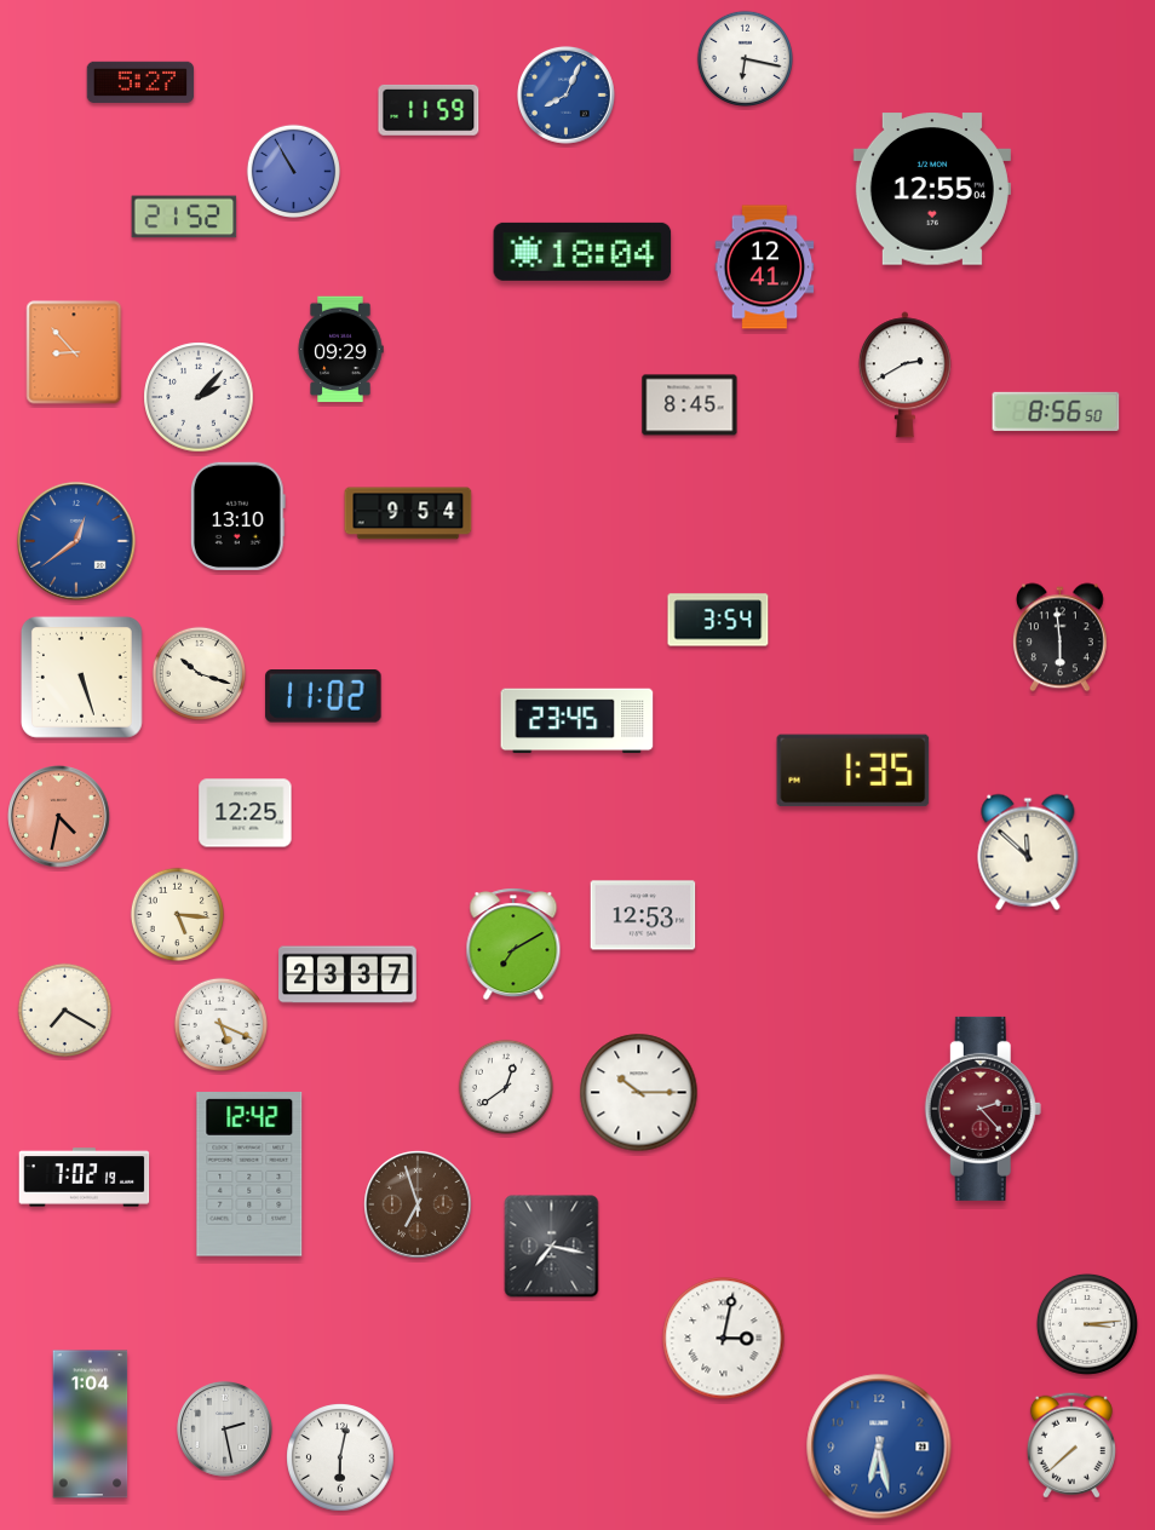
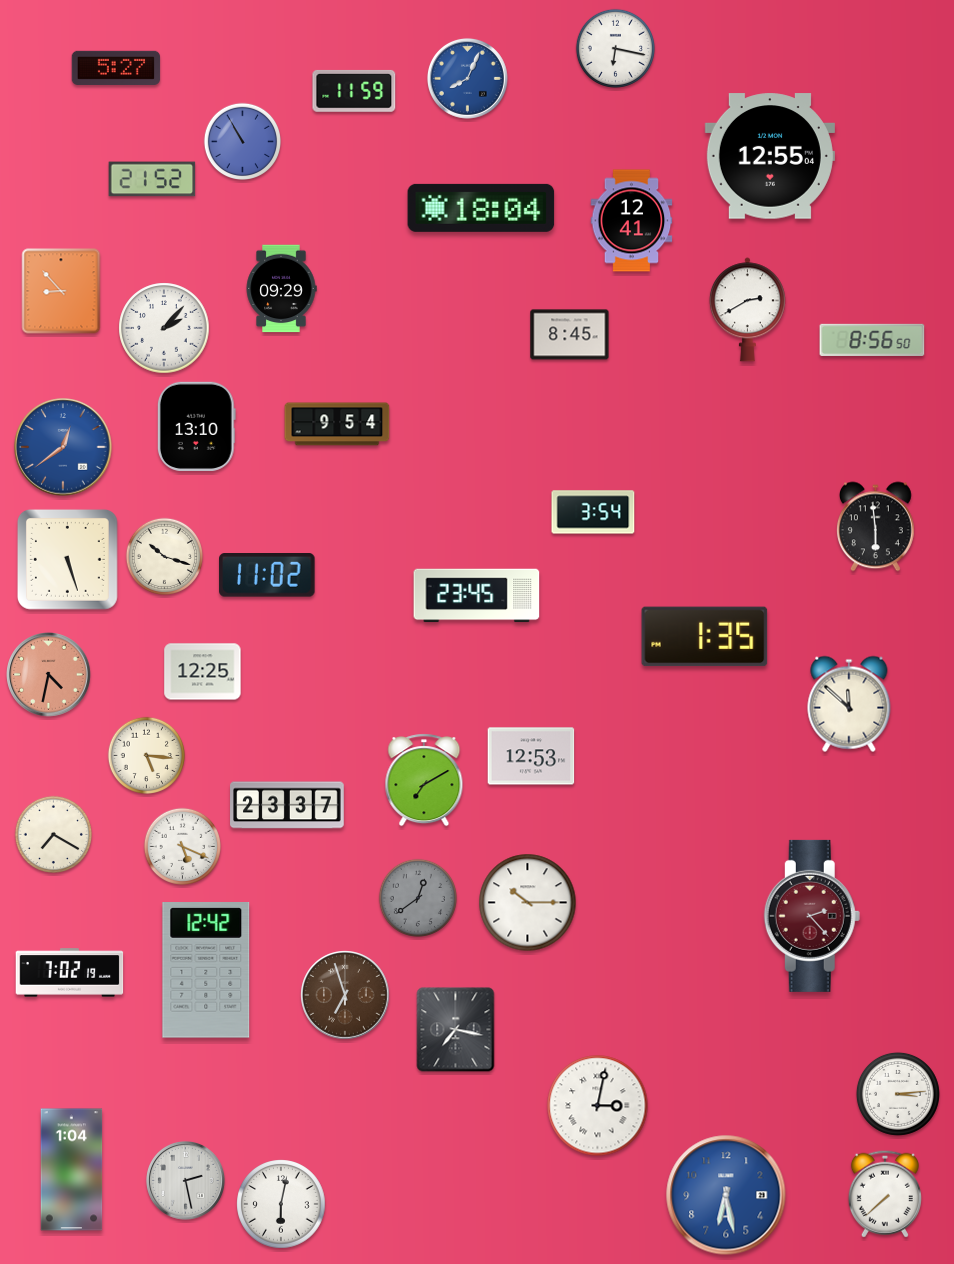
clock at (505, 1086) dial: white -> grey
clock at (91, 1425) position: (91, 1425) -> (72, 1170)
